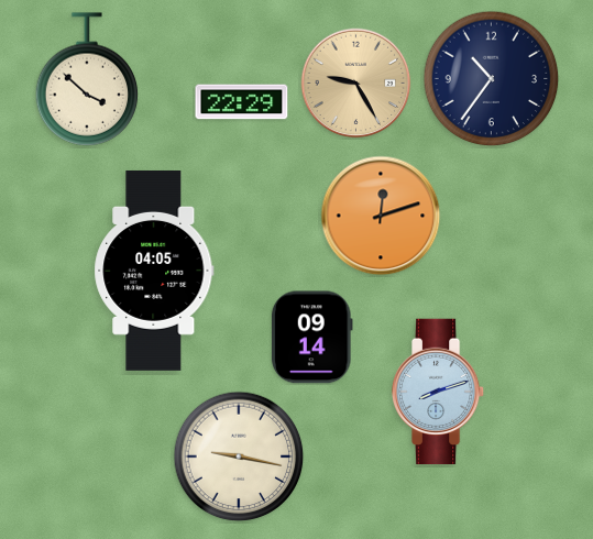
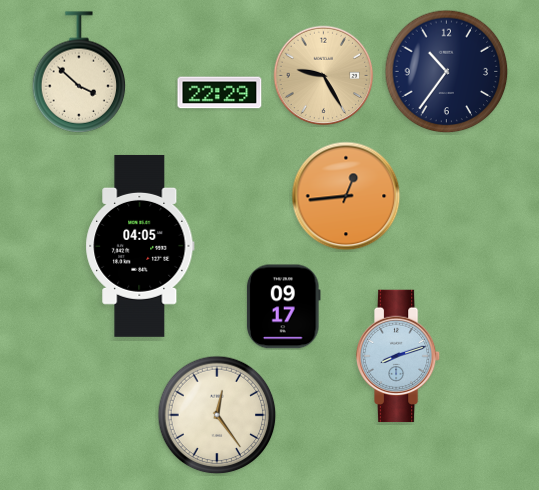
clock at (381, 216): 12:12 -> 12:44
clock at (312, 338): 09:14 -> 09:17
clock at (239, 457): 9:17 -> 12:24
